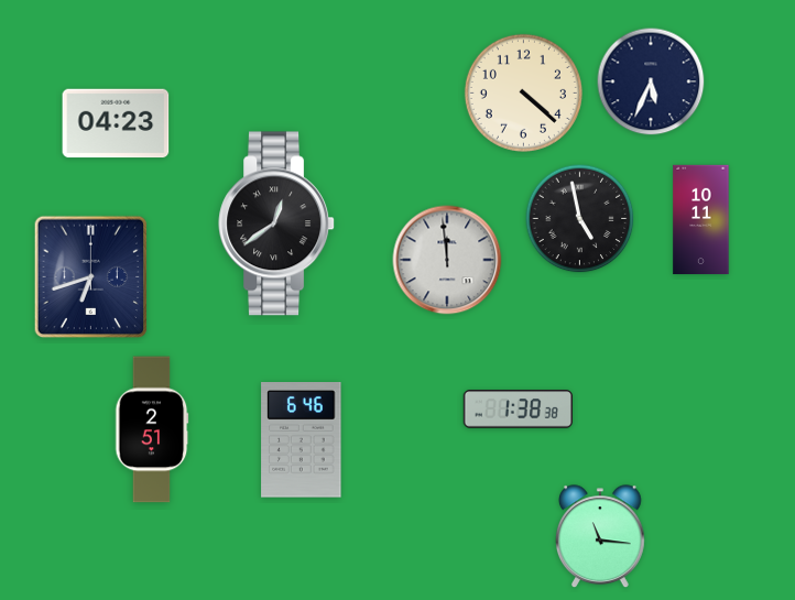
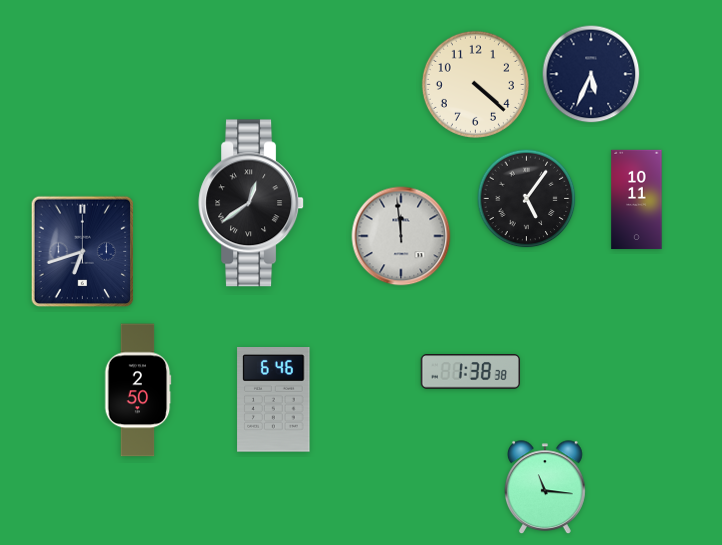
clock at (116, 123): 04:23 -> none
clock at (580, 219): 4:58 -> 5:06
clock at (447, 260) position: (447, 260) -> (401, 236)
clock at (152, 429): 2:51 -> 2:50
